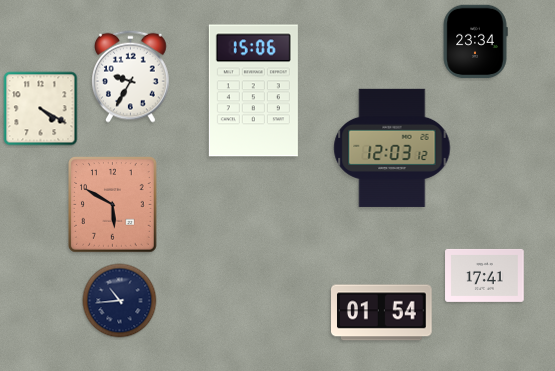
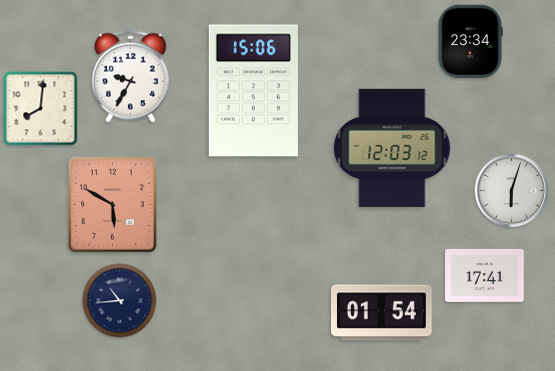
clock at (475, 42) position: (475, 42) -> (470, 42)
clock at (41, 109): 4:20 -> 8:01
clock at (512, 191): none -> 6:03
